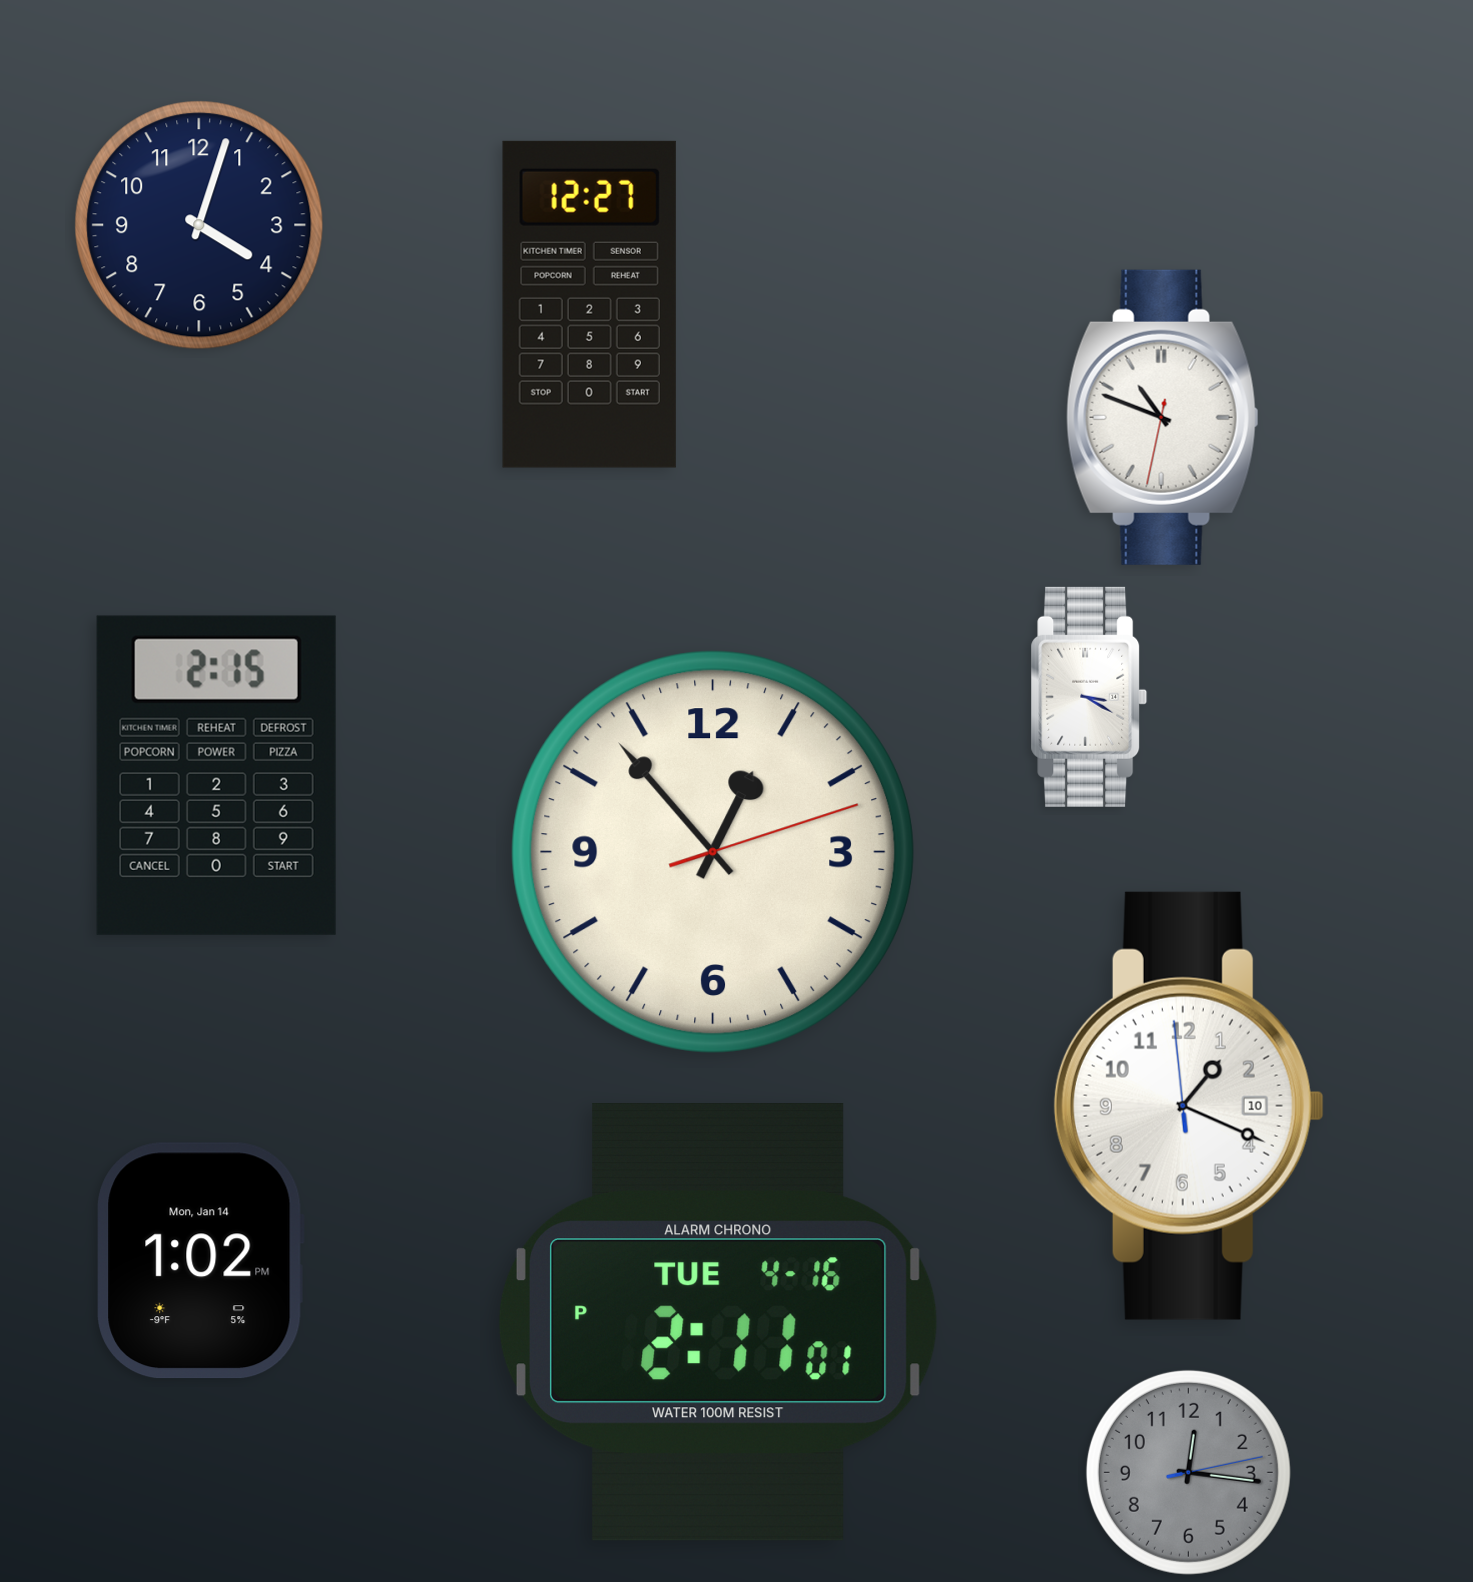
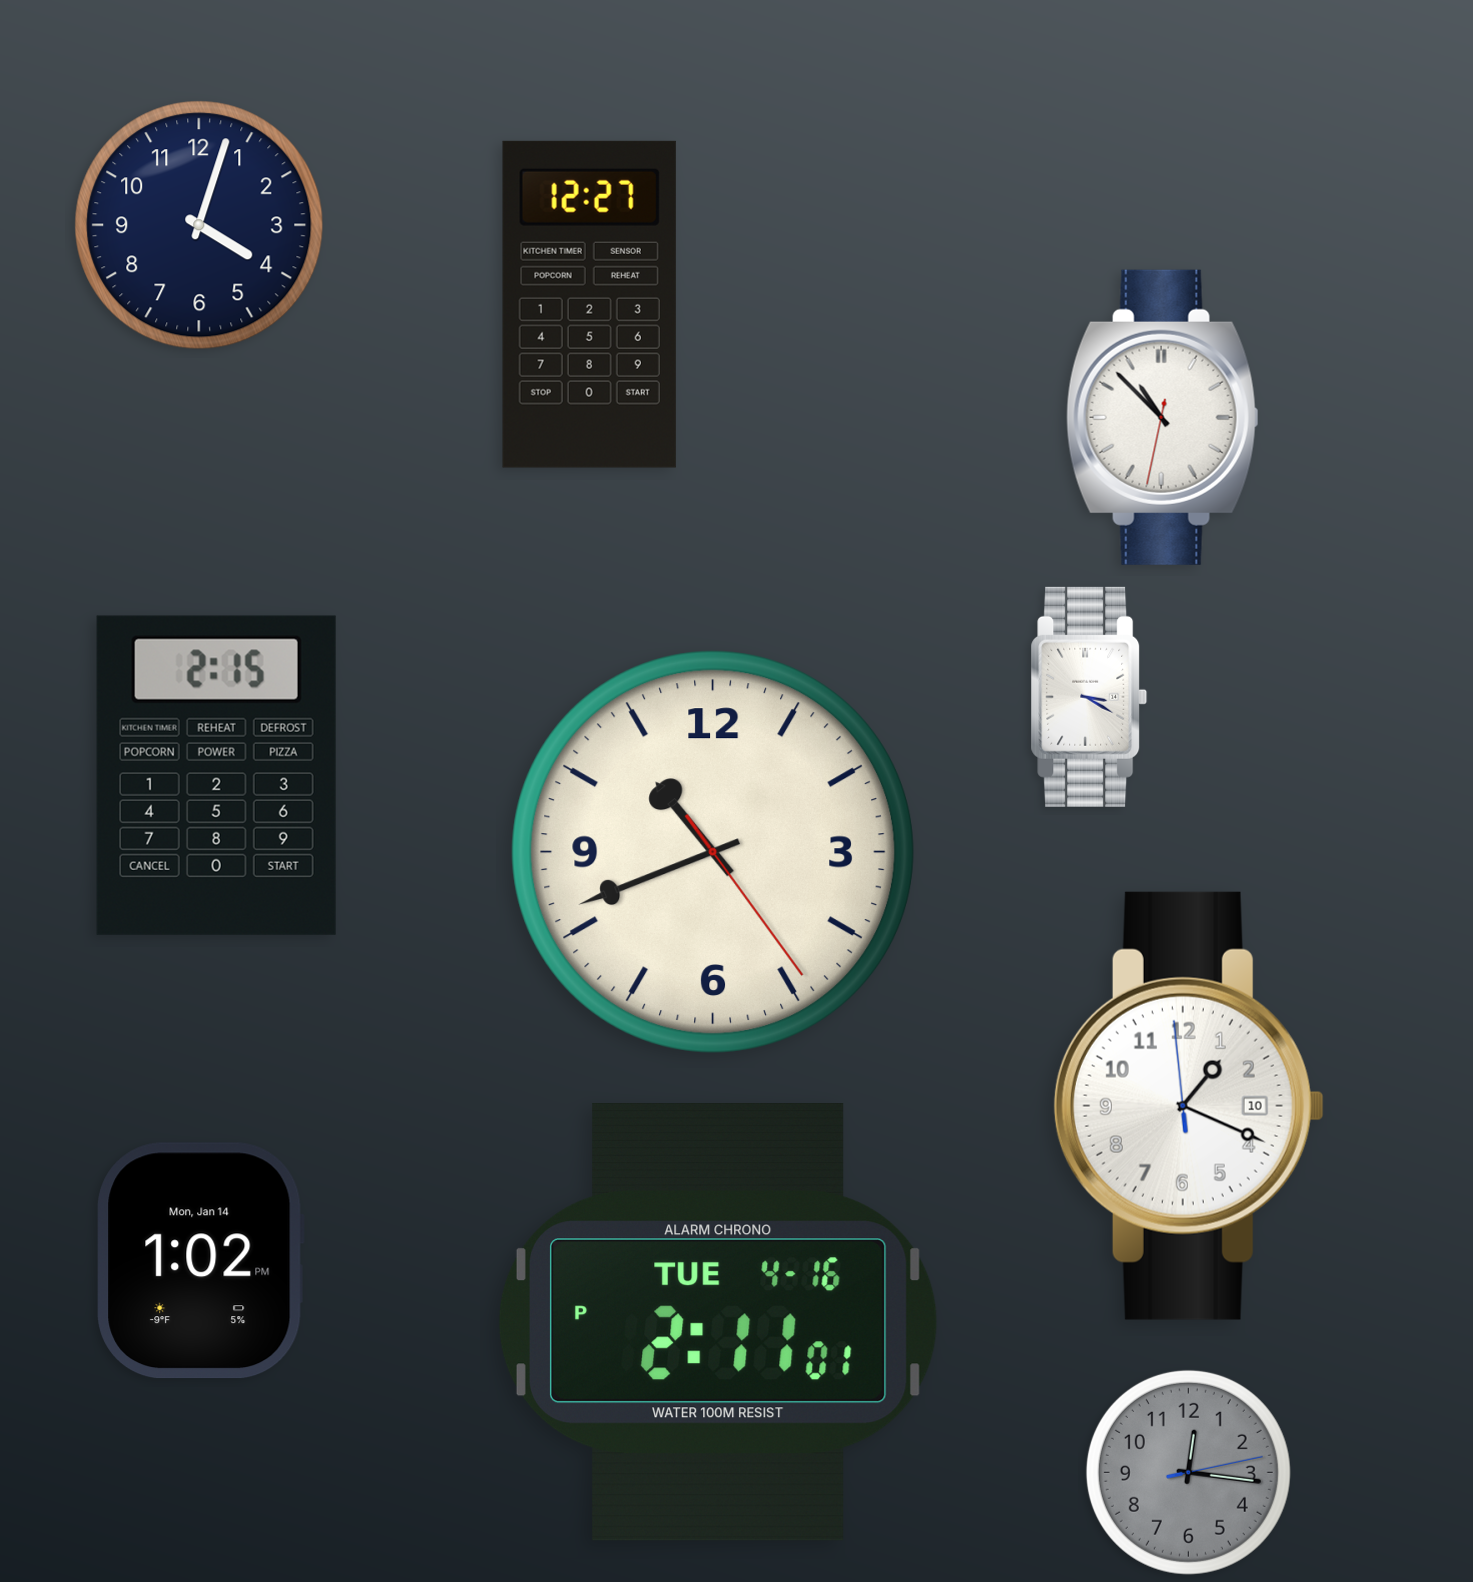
clock at (1163, 417): 10:48 -> 10:52
clock at (712, 851): 12:53 -> 10:41
